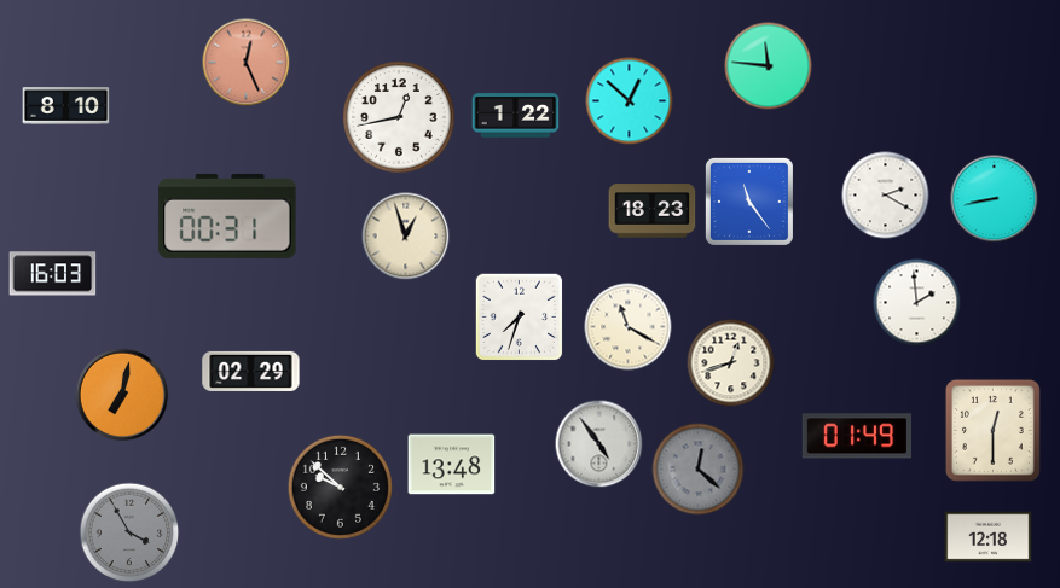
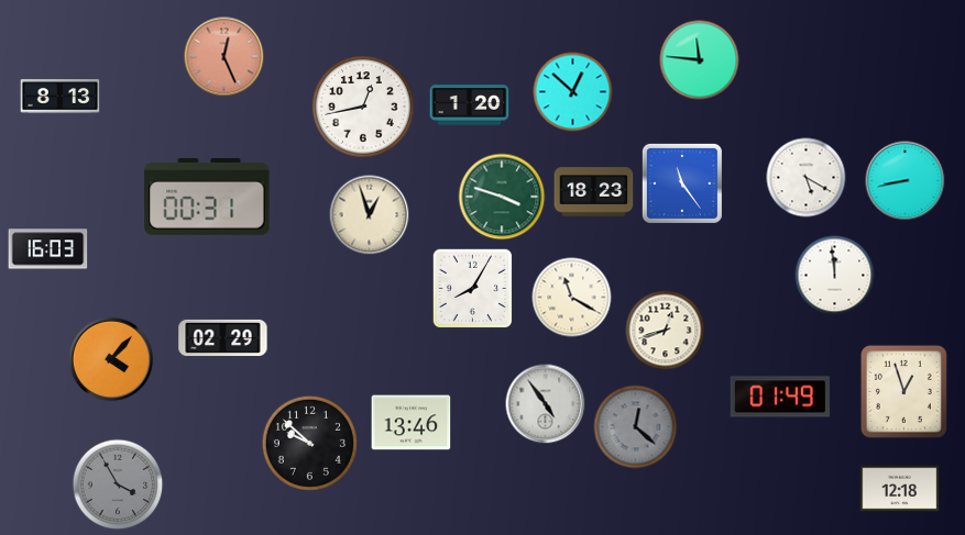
clock at (66, 106): 8:10 -> 8:13
clock at (516, 116): 1:22 -> 1:20
clock at (886, 196): 2:20 -> 5:20
clock at (502, 197): none -> 3:48
clock at (917, 303): 1:59 -> 11:59
clock at (520, 318): 7:33 -> 8:05
clock at (251, 371) position: (251, 371) -> (223, 337)
clock at (122, 395): 7:02 -> 4:07
clock at (992, 430): 12:30 -> 12:57
clock at (452, 465): 13:48 -> 13:46
